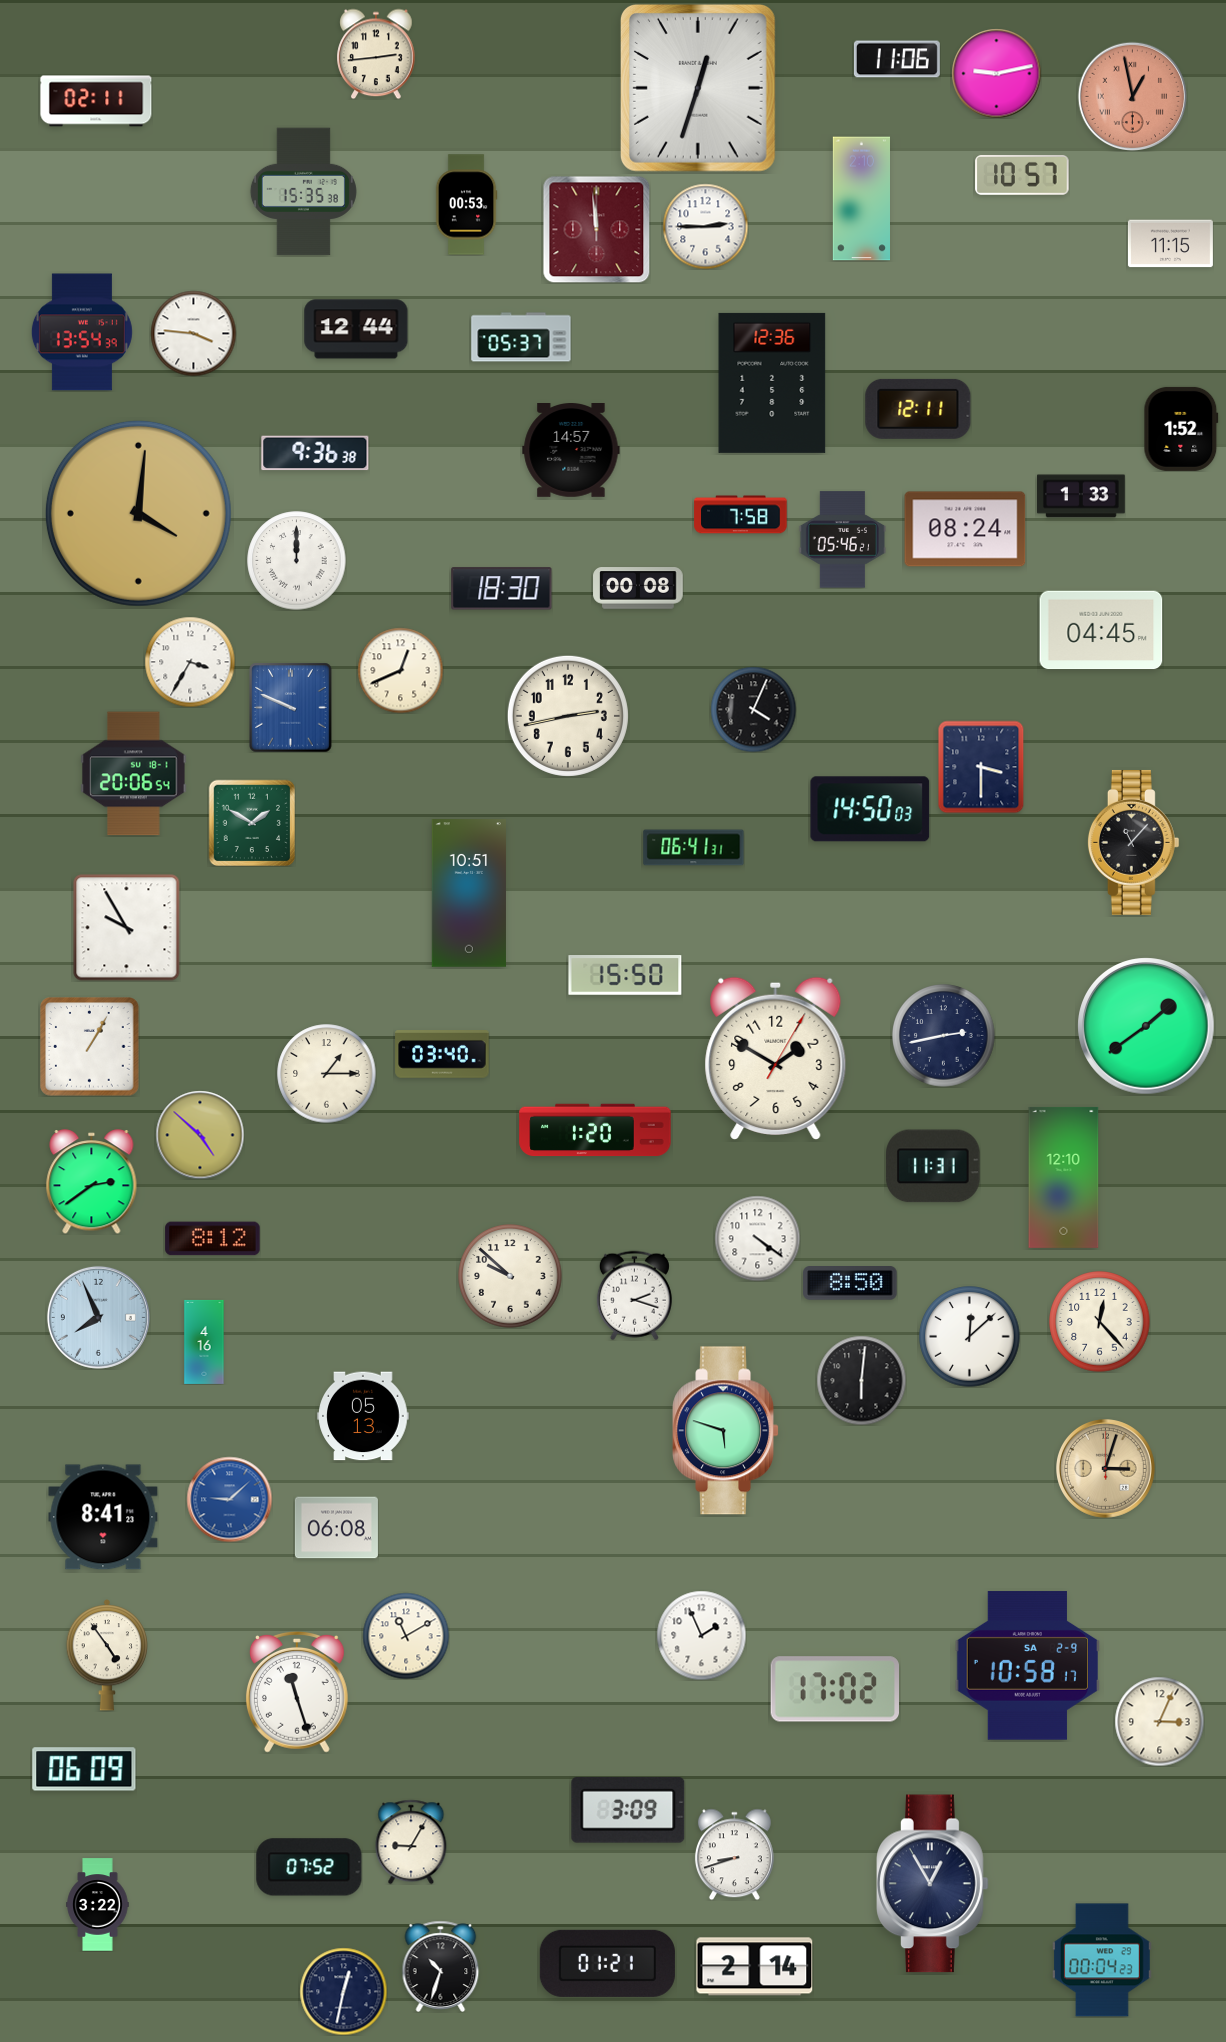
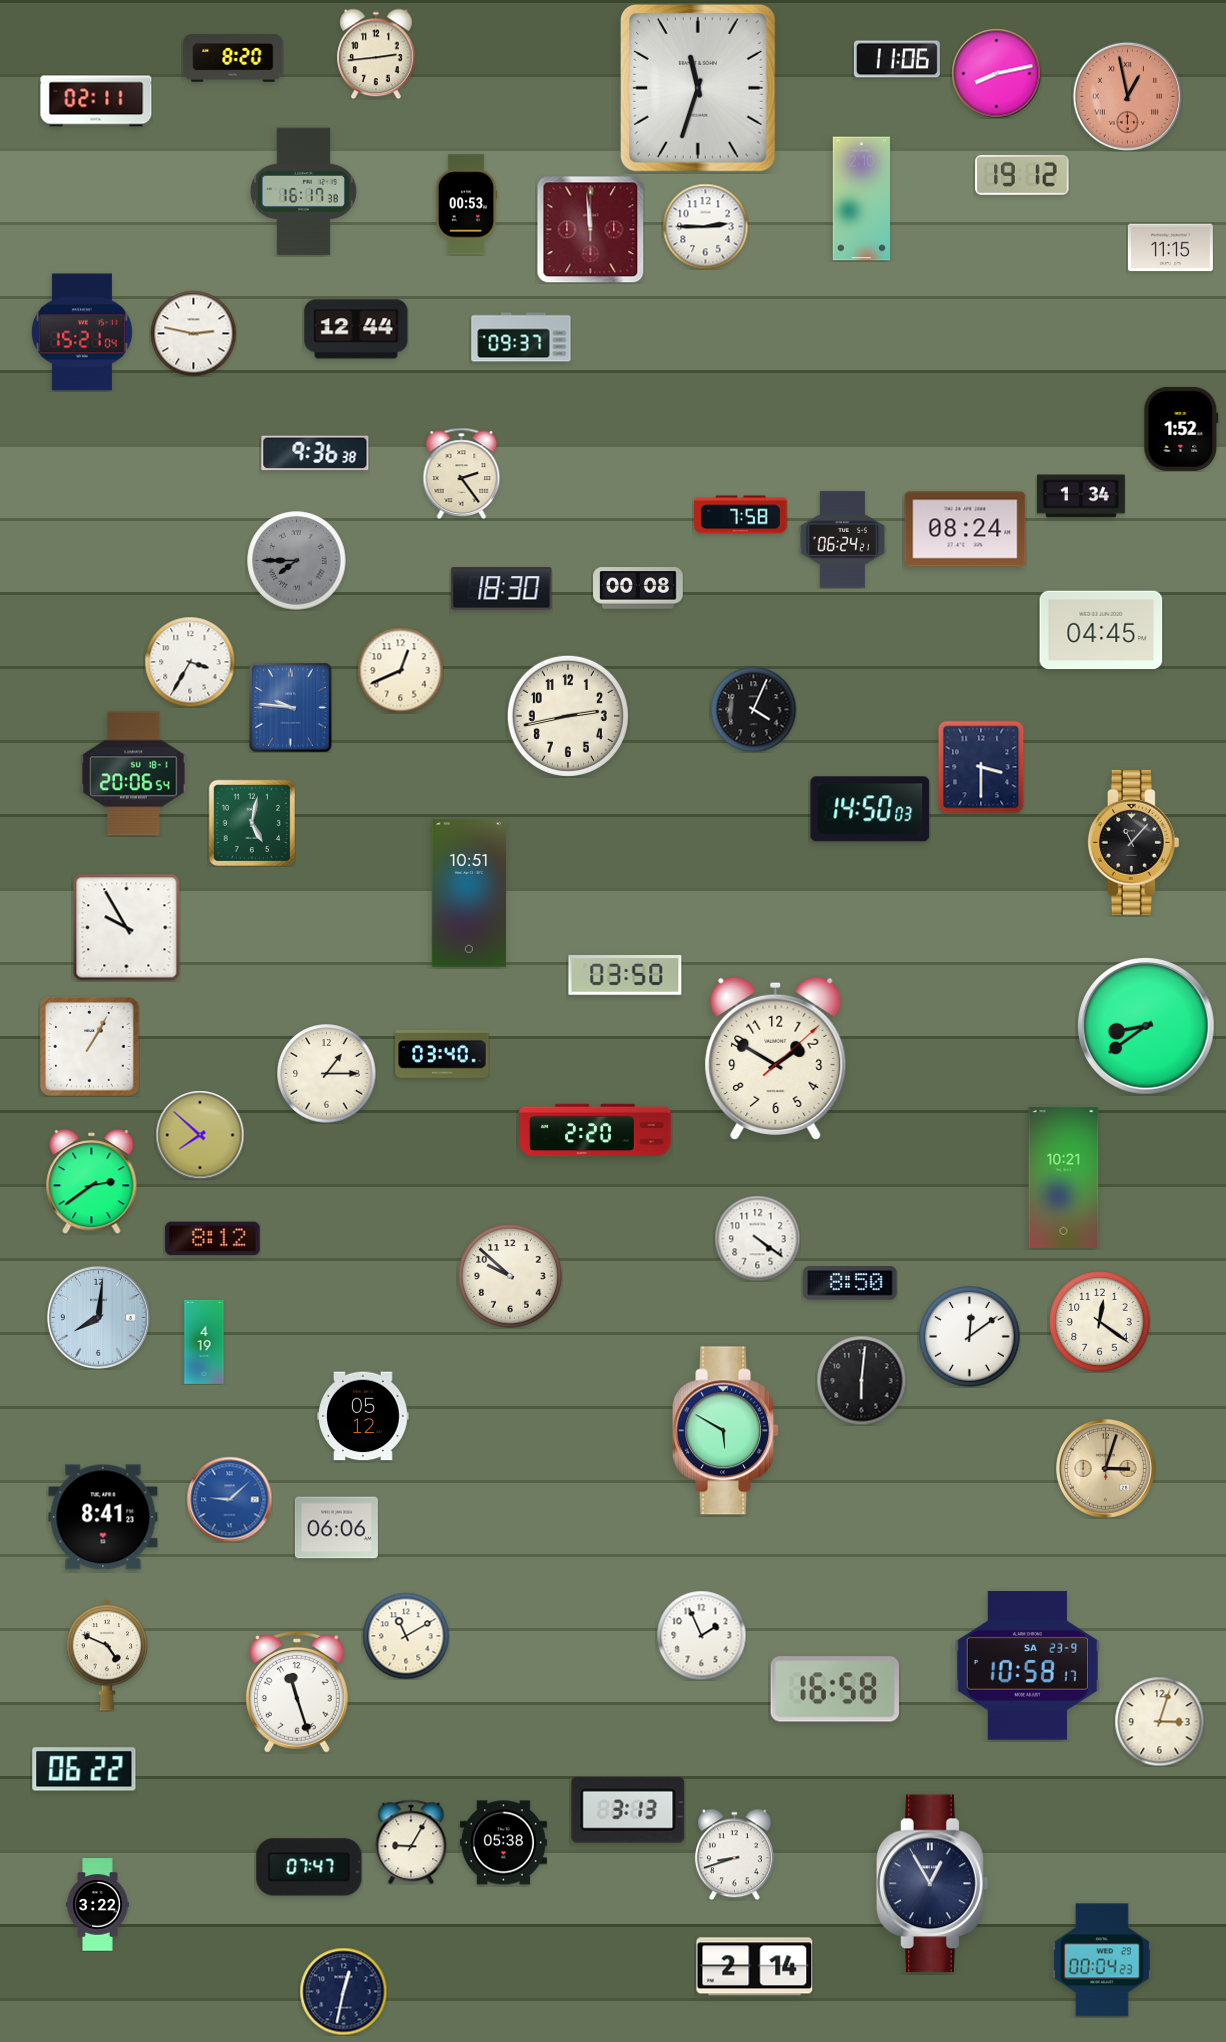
clock at (233, 58): none -> 8:20
clock at (996, 73): 9:13 -> 8:13
clock at (698, 88): 12:33 -> 11:33
clock at (1132, 96) position: (1132, 96) -> (1127, 96)
clock at (1022, 175): 10:57 -> 19:12
clock at (303, 192): 15:35 -> 16:17
clock at (596, 229) position: (596, 229) -> (590, 229)
clock at (1170, 244) position: (1170, 244) -> (1170, 248)
clock at (82, 332): 13:54 -> 15:21
clock at (193, 333): 3:46 -> 2:47
clock at (521, 337): 05:37 -> 09:37
clock at (772, 383): 12:36 -> none
clock at (918, 409): 12:11 -> none
clock at (571, 451): 14:57 -> none
clock at (462, 473): none -> 2:24
clock at (1082, 496): 1:33 -> 1:34
clock at (138, 513): 4:01 -> none
clock at (843, 540): 05:46 -> 06:24
clock at (297, 561): 12:00 -> 7:45
clock at (297, 561) dial: white -> grey
clock at (291, 707): 9:49 -> 9:46
clock at (252, 823): 1:50 -> 5:02
clock at (694, 848): 06:41 -> none
clock at (625, 976): 15:50 -> 03:50
clock at (1146, 1026): 1:39 -> 8:39
clock at (944, 1036): 2:43 -> none
clock at (776, 1058): 1:50:05 -> 1:50:08
clock at (595, 1130): 1:20 -> 2:20
clock at (200, 1135): 4:52 -> 7:52
clock at (933, 1166): 11:31 -> none
clock at (1064, 1177): 12:10 -> 10:21
clock at (634, 1295): 2:18 -> none
clock at (98, 1317): 7:56 -> 8:01
clock at (1100, 1322): 12:23 -> 12:21
clock at (970, 1337): 12:08 -> 12:09
clock at (204, 1342): 4:16 -> 4:19
clock at (363, 1416): 05:13 -> 05:12
clock at (726, 1431): 5:48 -> 5:50
clock at (336, 1528): 06:08 -> 06:06
clock at (106, 1655): 4:54 -> 4:49
clock at (1027, 1666) date: SA 2-9 -> SA 23-9
clock at (835, 1689): 17:02 -> 16:58
clock at (1159, 1721): 3:04 -> 3:03
clock at (84, 1769): 06:09 -> 06:22
clock at (628, 1810): 3:09 -> 3:13
clock at (503, 1843): none -> 05:38
clock at (309, 1867): 07:52 -> 07:47
clock at (607, 1963): 01:21 -> none
clock at (441, 1966): 10:33 -> none
